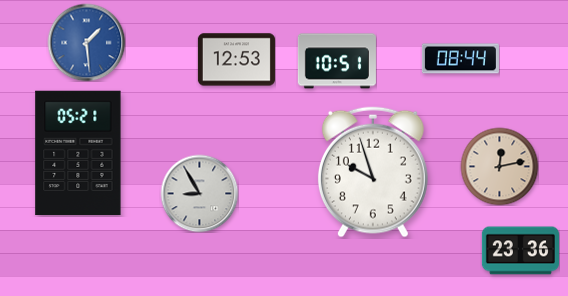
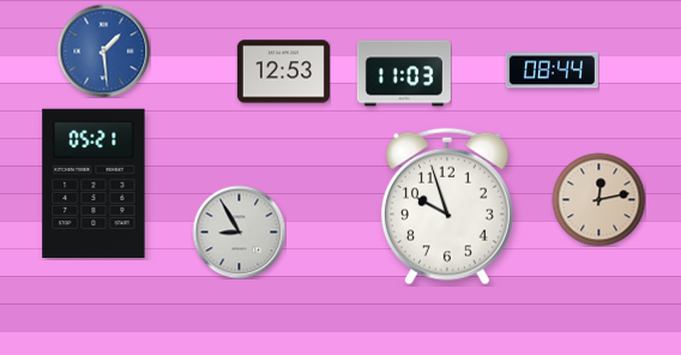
clock at (337, 61): 10:51 -> 11:03
clock at (520, 251): 23:36 -> none
